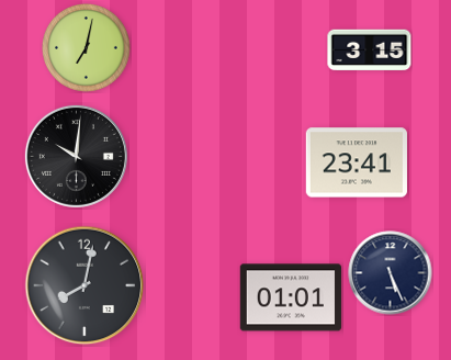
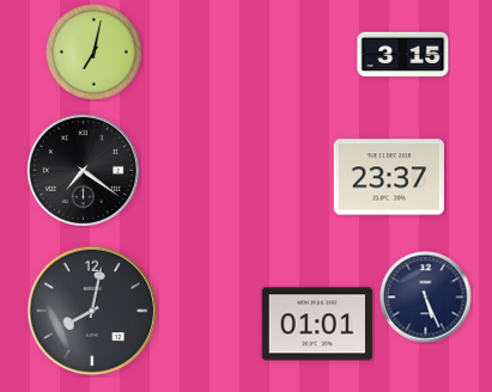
clock at (76, 156): 10:01 -> 7:21
clock at (357, 162): 23:41 -> 23:37
